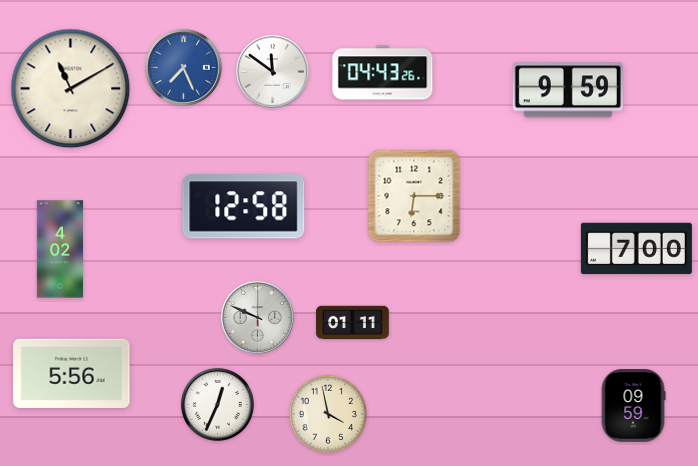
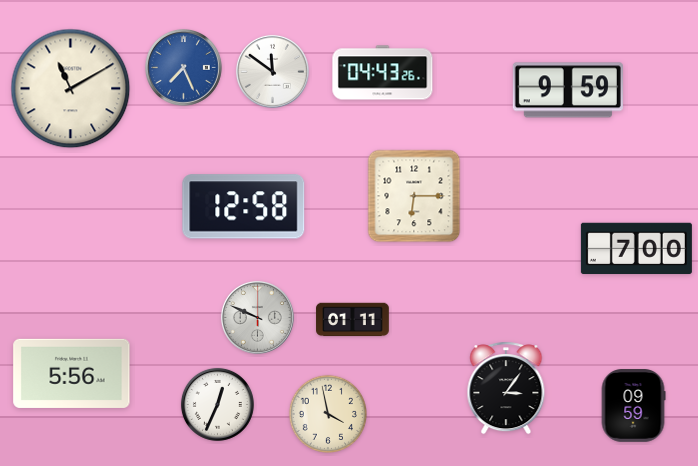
clock at (59, 249): 4:02 -> none
clock at (353, 323) position: (353, 323) -> (353, 320)
clock at (506, 388): none -> 3:06
